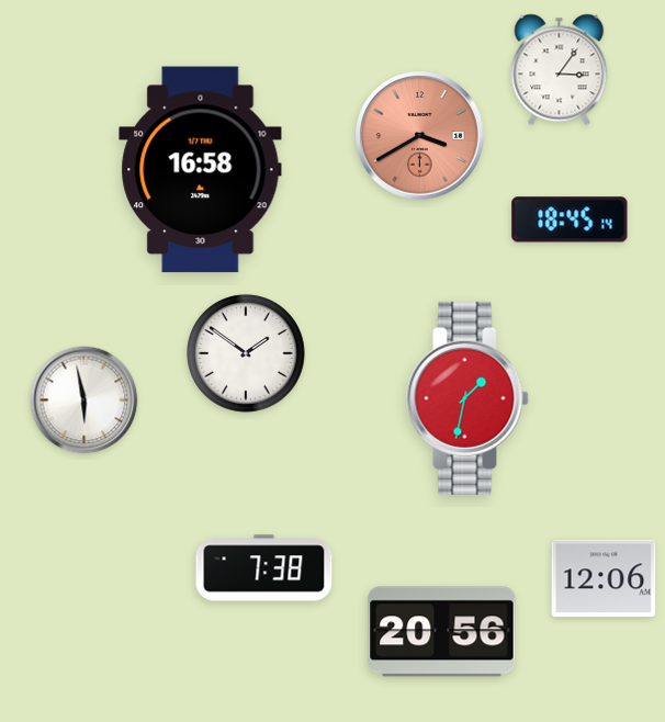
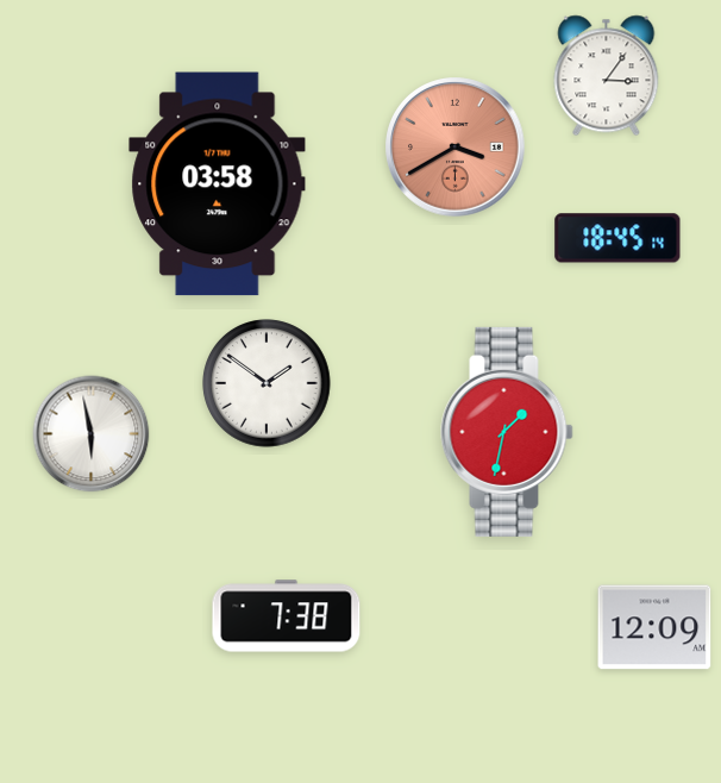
clock at (201, 170): 16:58 -> 03:58
clock at (604, 578): 12:06 -> 12:09
clock at (442, 632): 20:56 -> none
